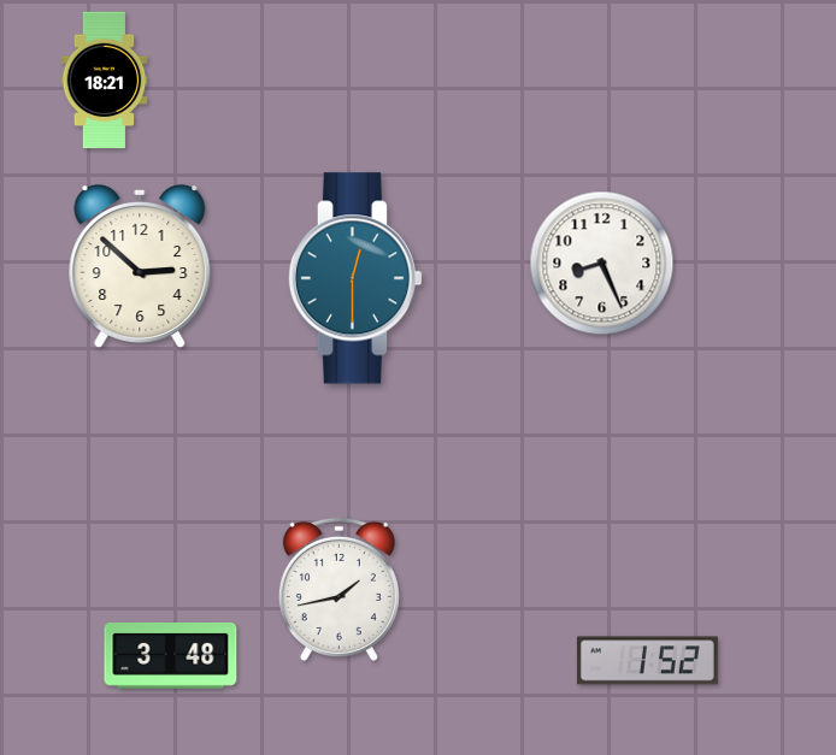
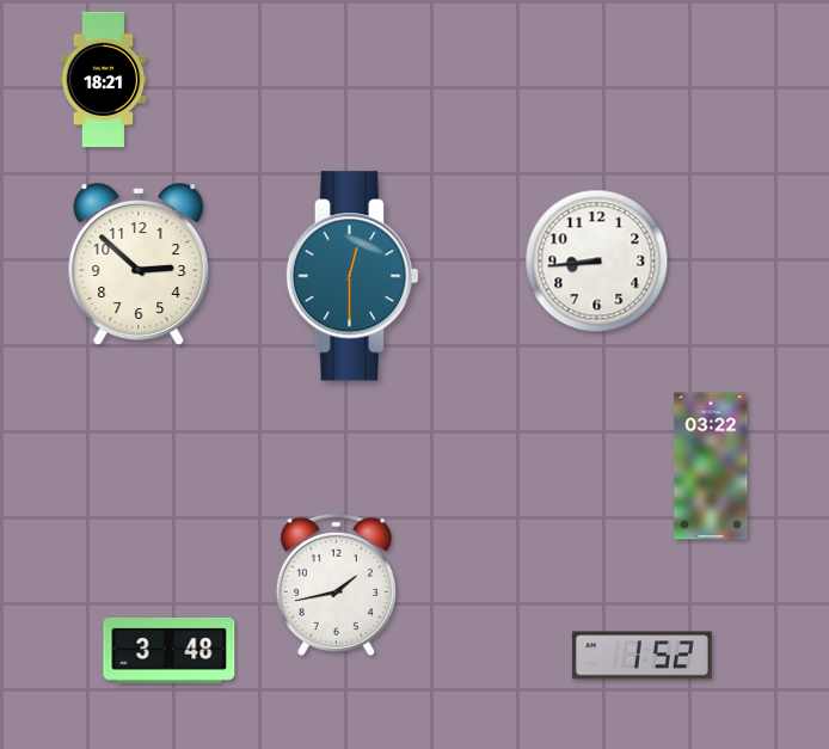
clock at (602, 264): 8:26 -> 8:44
clock at (711, 466): none -> 03:22
